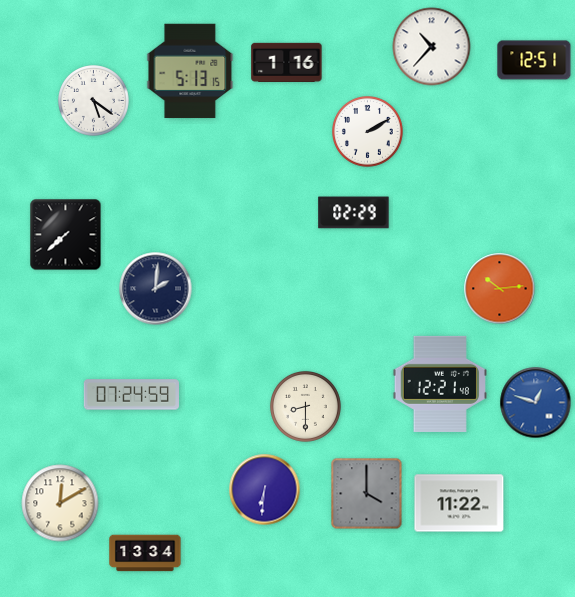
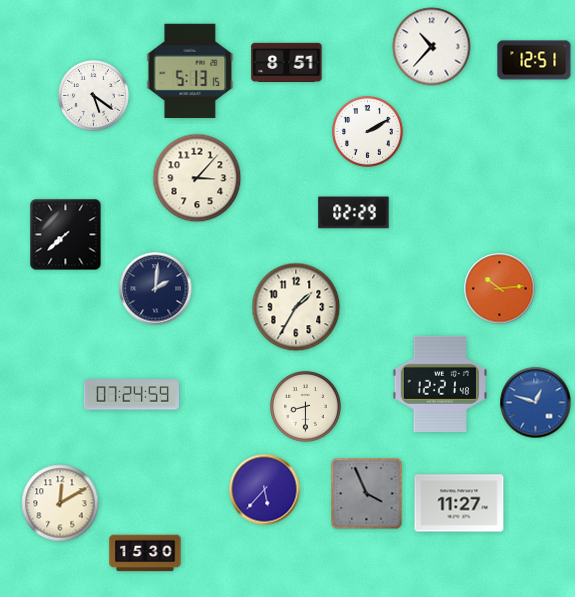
clock at (287, 62): 1:16 -> 8:51
clock at (94, 101) position: (94, 101) -> (94, 96)
clock at (197, 178): none -> 3:07
clock at (296, 307): none -> 1:35
clock at (265, 490): 6:31 -> 5:37
clock at (367, 494): 4:00 -> 3:56
clock at (459, 503): 11:22 -> 11:27
clock at (145, 553): 13:34 -> 15:30
